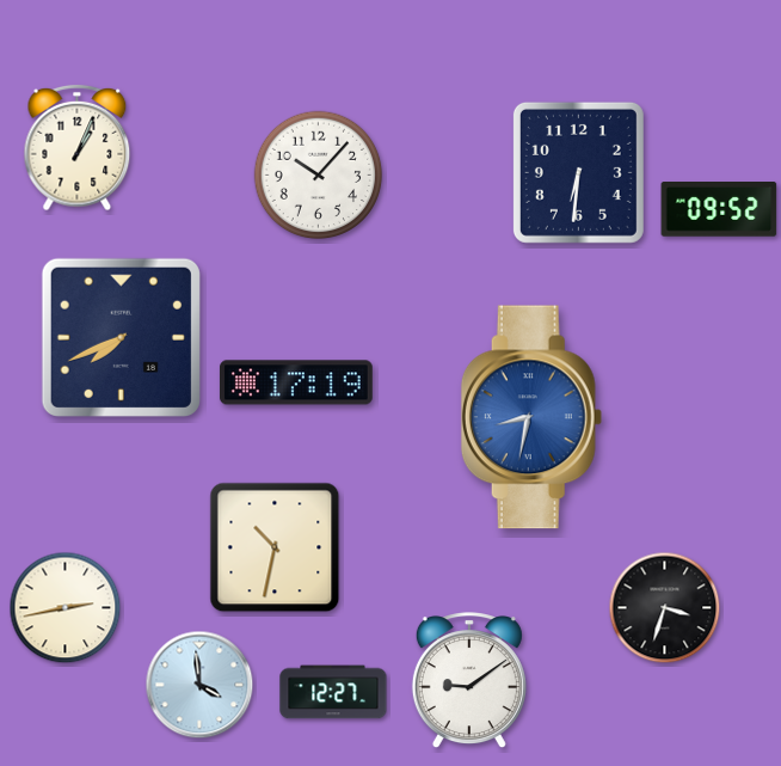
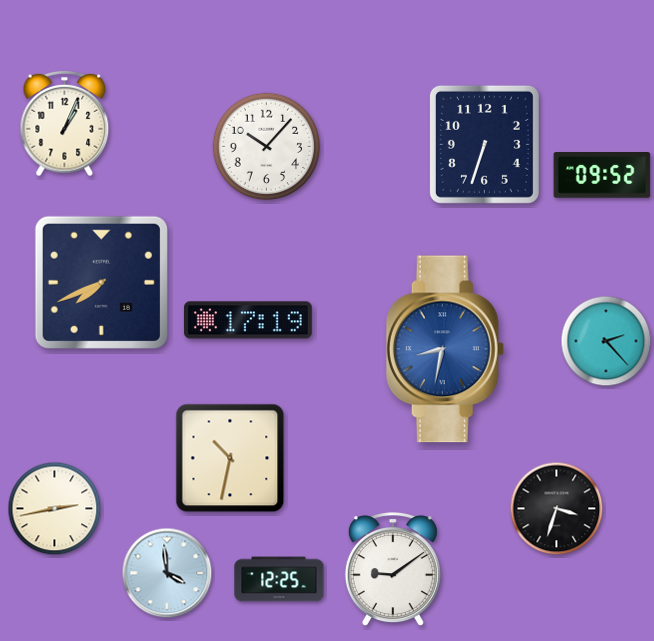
clock at (578, 172): 6:31 -> 6:33
clock at (606, 341): none -> 2:23
clock at (333, 692): 12:27 -> 12:25
